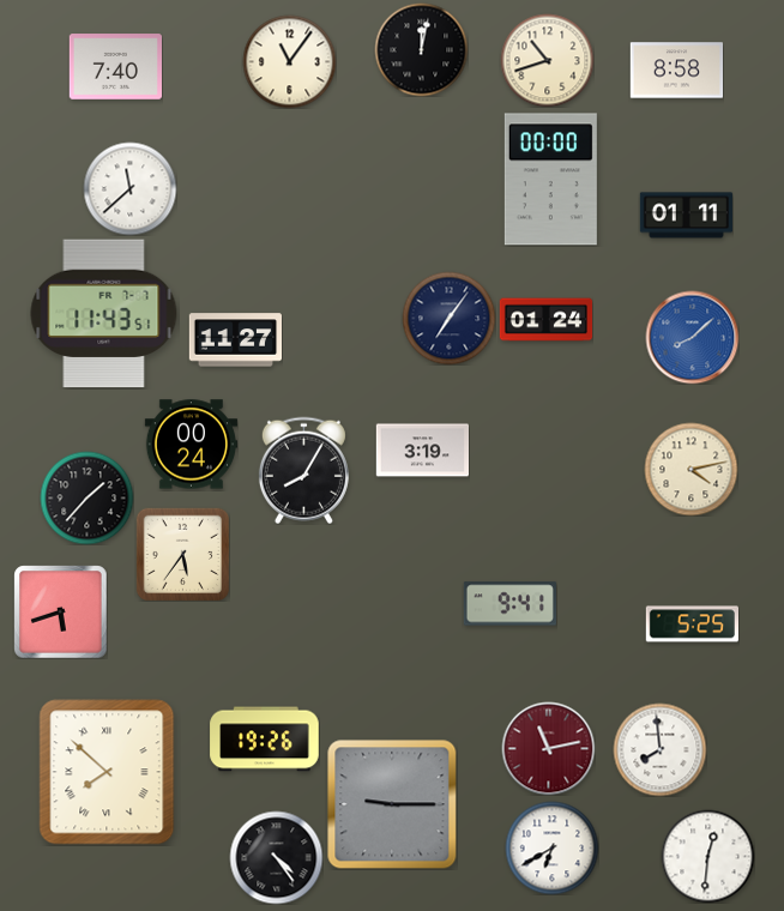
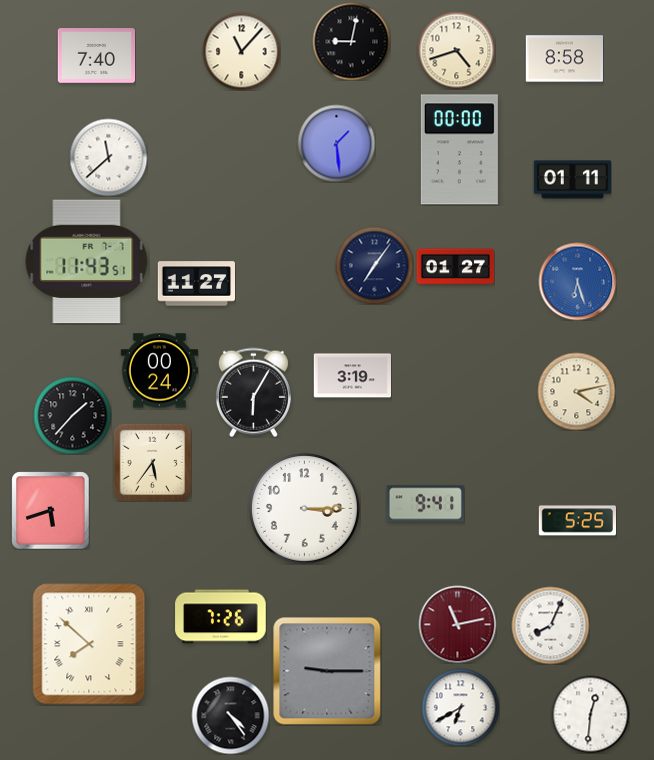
clock at (421, 49): 12:02 -> 9:02
clock at (547, 60): 10:42 -> 4:42
clock at (289, 61): 11:06 -> 11:07
clock at (336, 143): none -> 1:29
clock at (545, 320): 01:24 -> 01:27
clock at (692, 337): 8:08 -> 6:27
clock at (303, 470): 8:05 -> 6:05
clock at (304, 508): none -> 3:15
clock at (265, 740): 19:26 -> 7:26
clock at (659, 749): 7:59 -> 8:04
